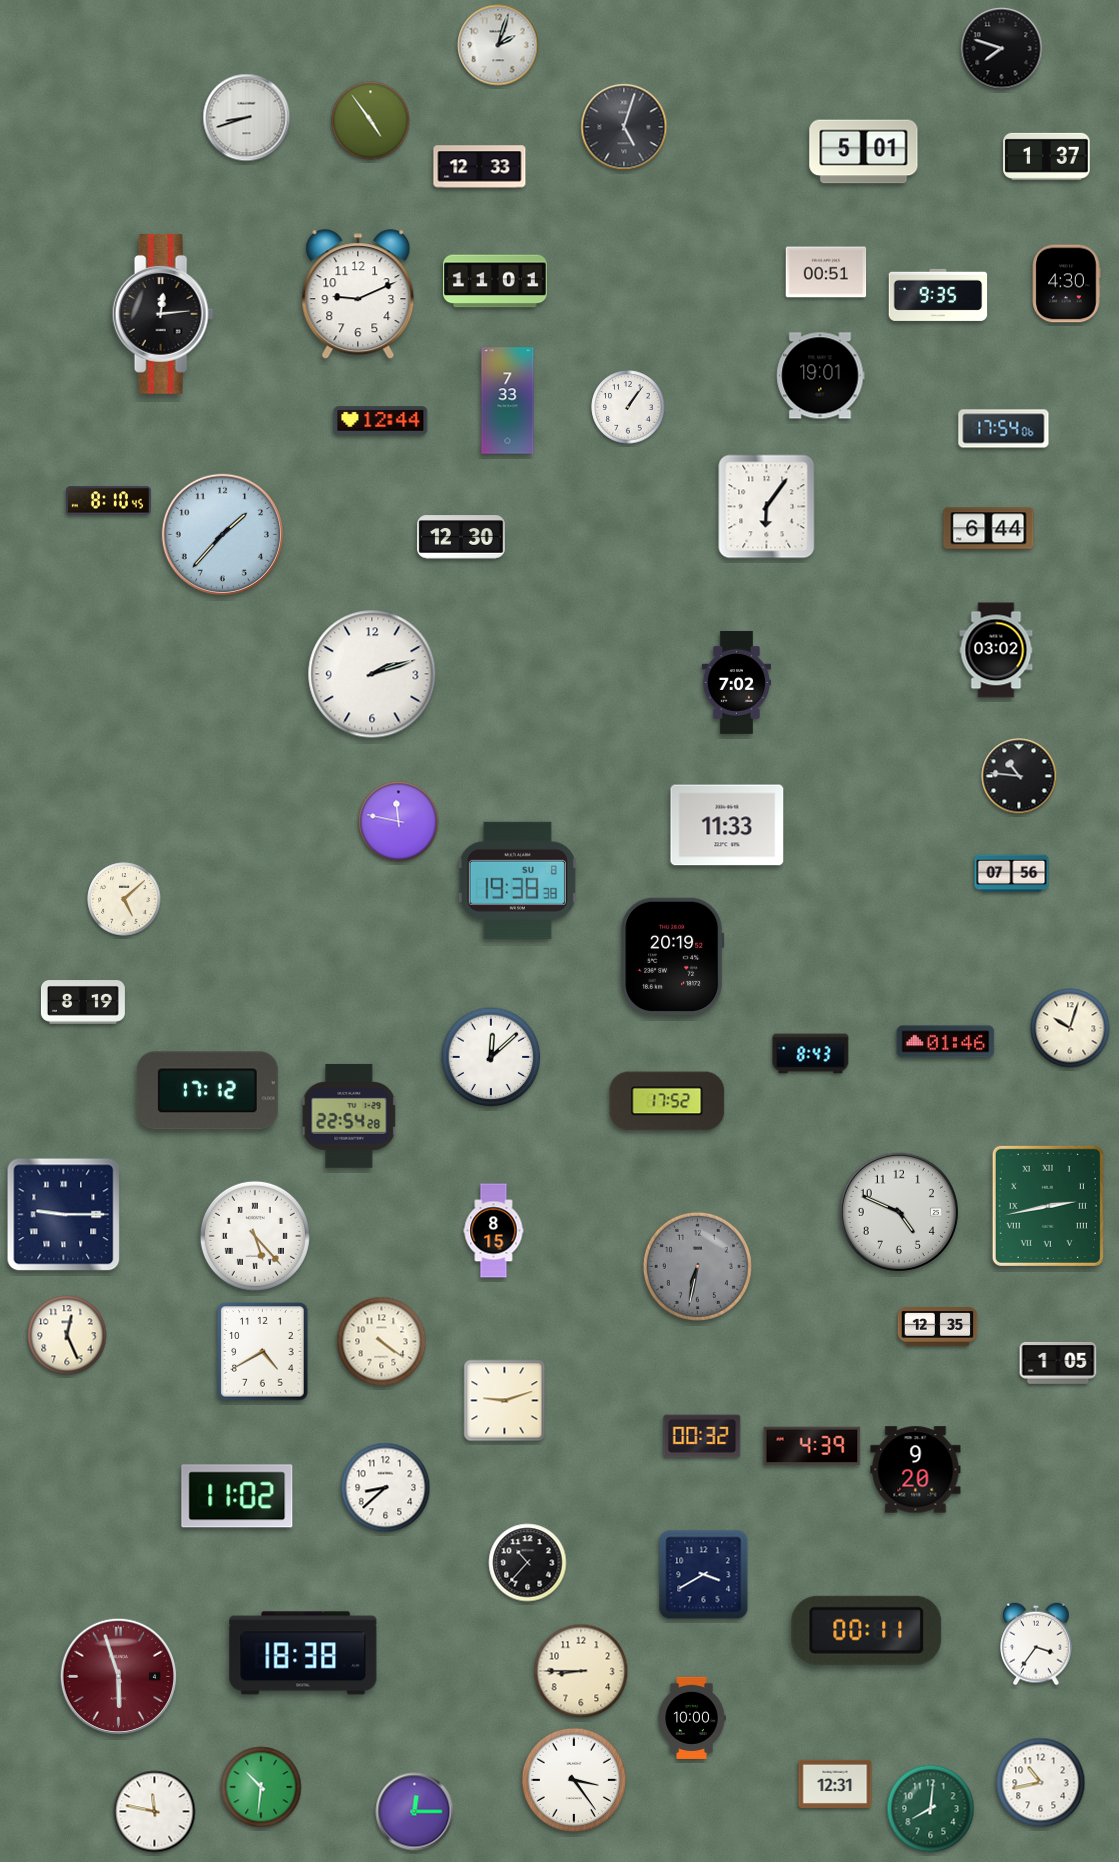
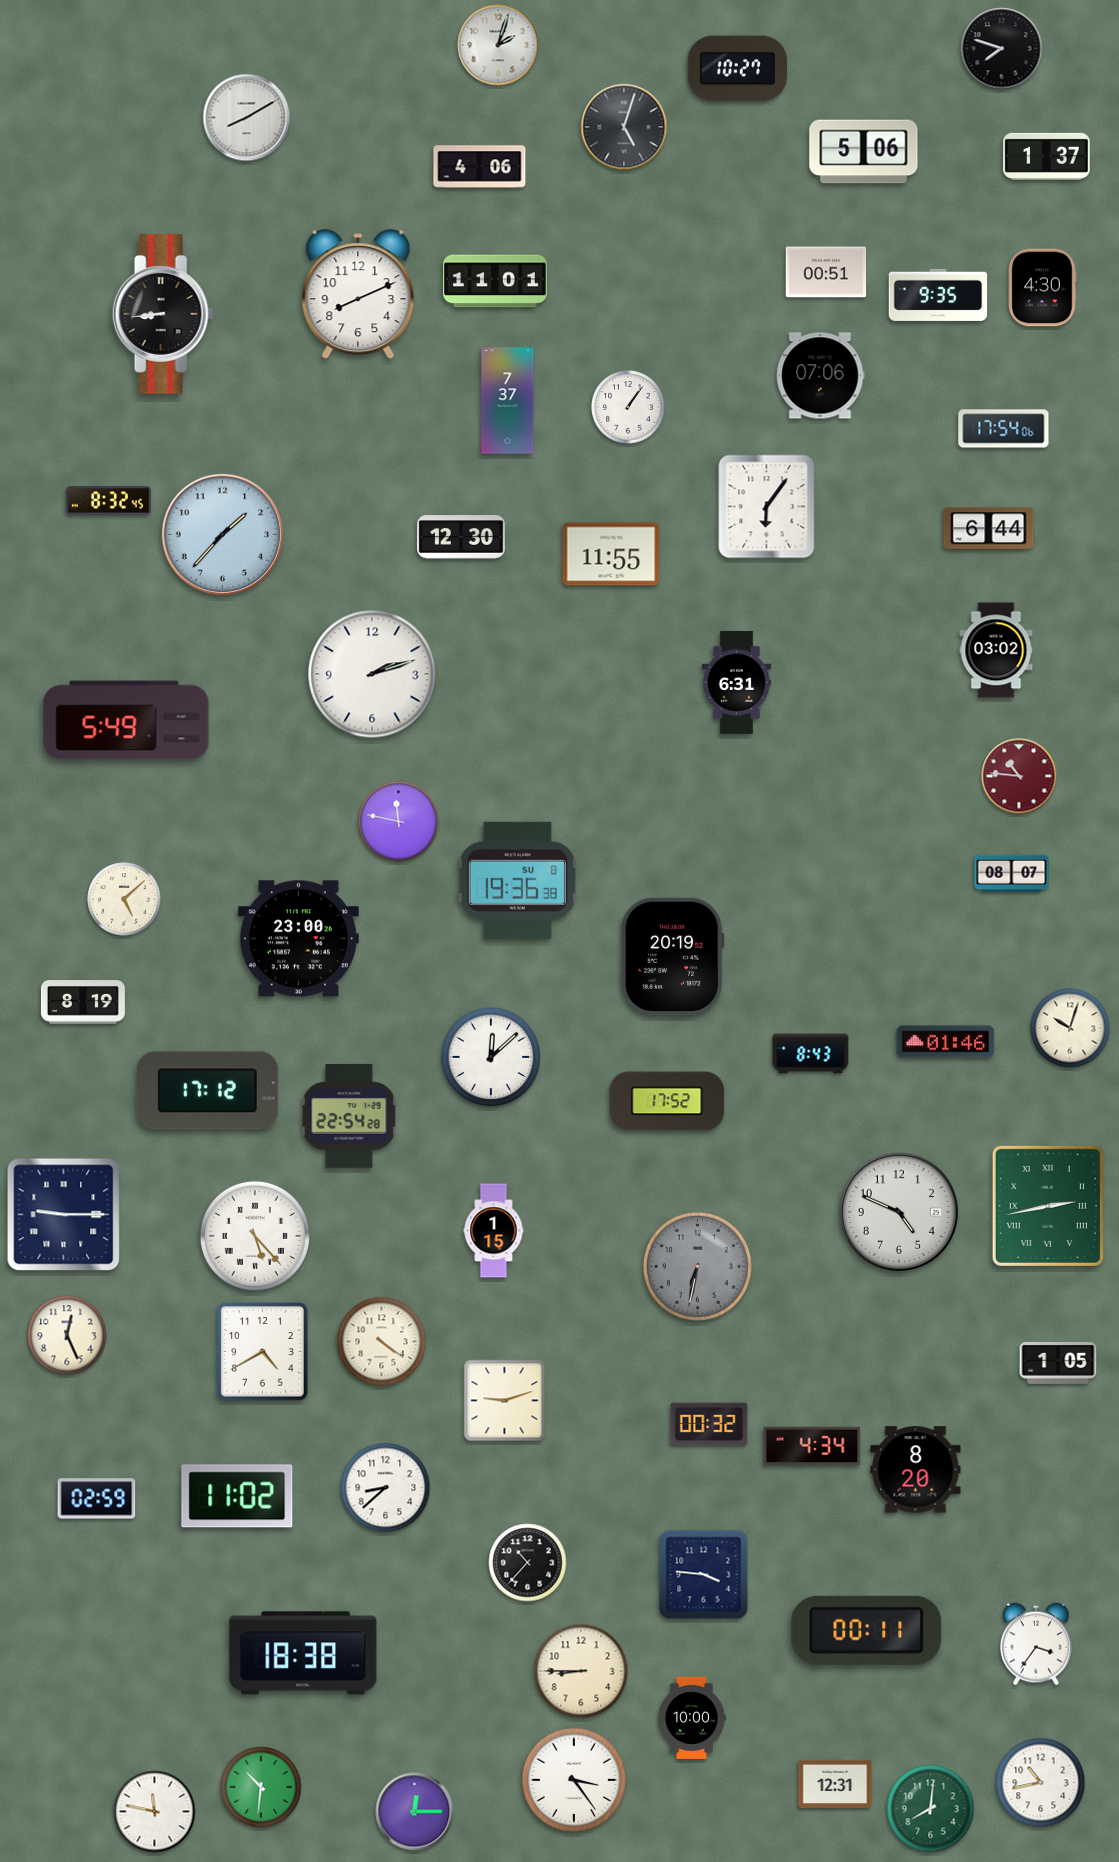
clock at (737, 69): none -> 10:27
clock at (247, 118): 8:42 -> 8:10
clock at (371, 121): 4:54 -> none
clock at (864, 152): 5:01 -> 5:06
clock at (480, 167): 12:33 -> 4:06
clock at (1066, 284) position: (1066, 284) -> (1042, 288)
clock at (358, 295): 9:11 -> 8:11
clock at (163, 314): 12:14 -> 8:44
clock at (821, 376): 19:01 -> 07:06
clock at (508, 401): 7:33 -> 7:37
clock at (381, 421): 12:44 -> none
clock at (108, 501): 8:10 -> 8:32
clock at (611, 554): none -> 11:55
clock at (737, 682): 7:02 -> 6:31
clock at (126, 720): none -> 5:49
clock at (1019, 776) dial: black -> burgundy
clock at (727, 825): 11:33 -> none
clock at (1012, 874): 07:56 -> 08:07
clock at (517, 880): 19:38 -> 19:36
clock at (298, 939): none -> 23:00
clock at (494, 1231): 8:15 -> 1:15
clock at (938, 1327): 12:35 -> none
clock at (702, 1436) position: (702, 1436) -> (709, 1424)
clock at (812, 1446): 4:39 -> 4:34
clock at (916, 1470): 9:20 -> 8:20
clock at (97, 1499): none -> 02:59
clock at (704, 1575): 3:40 -> 3:46
clock at (119, 1677): 5:57 -> none
